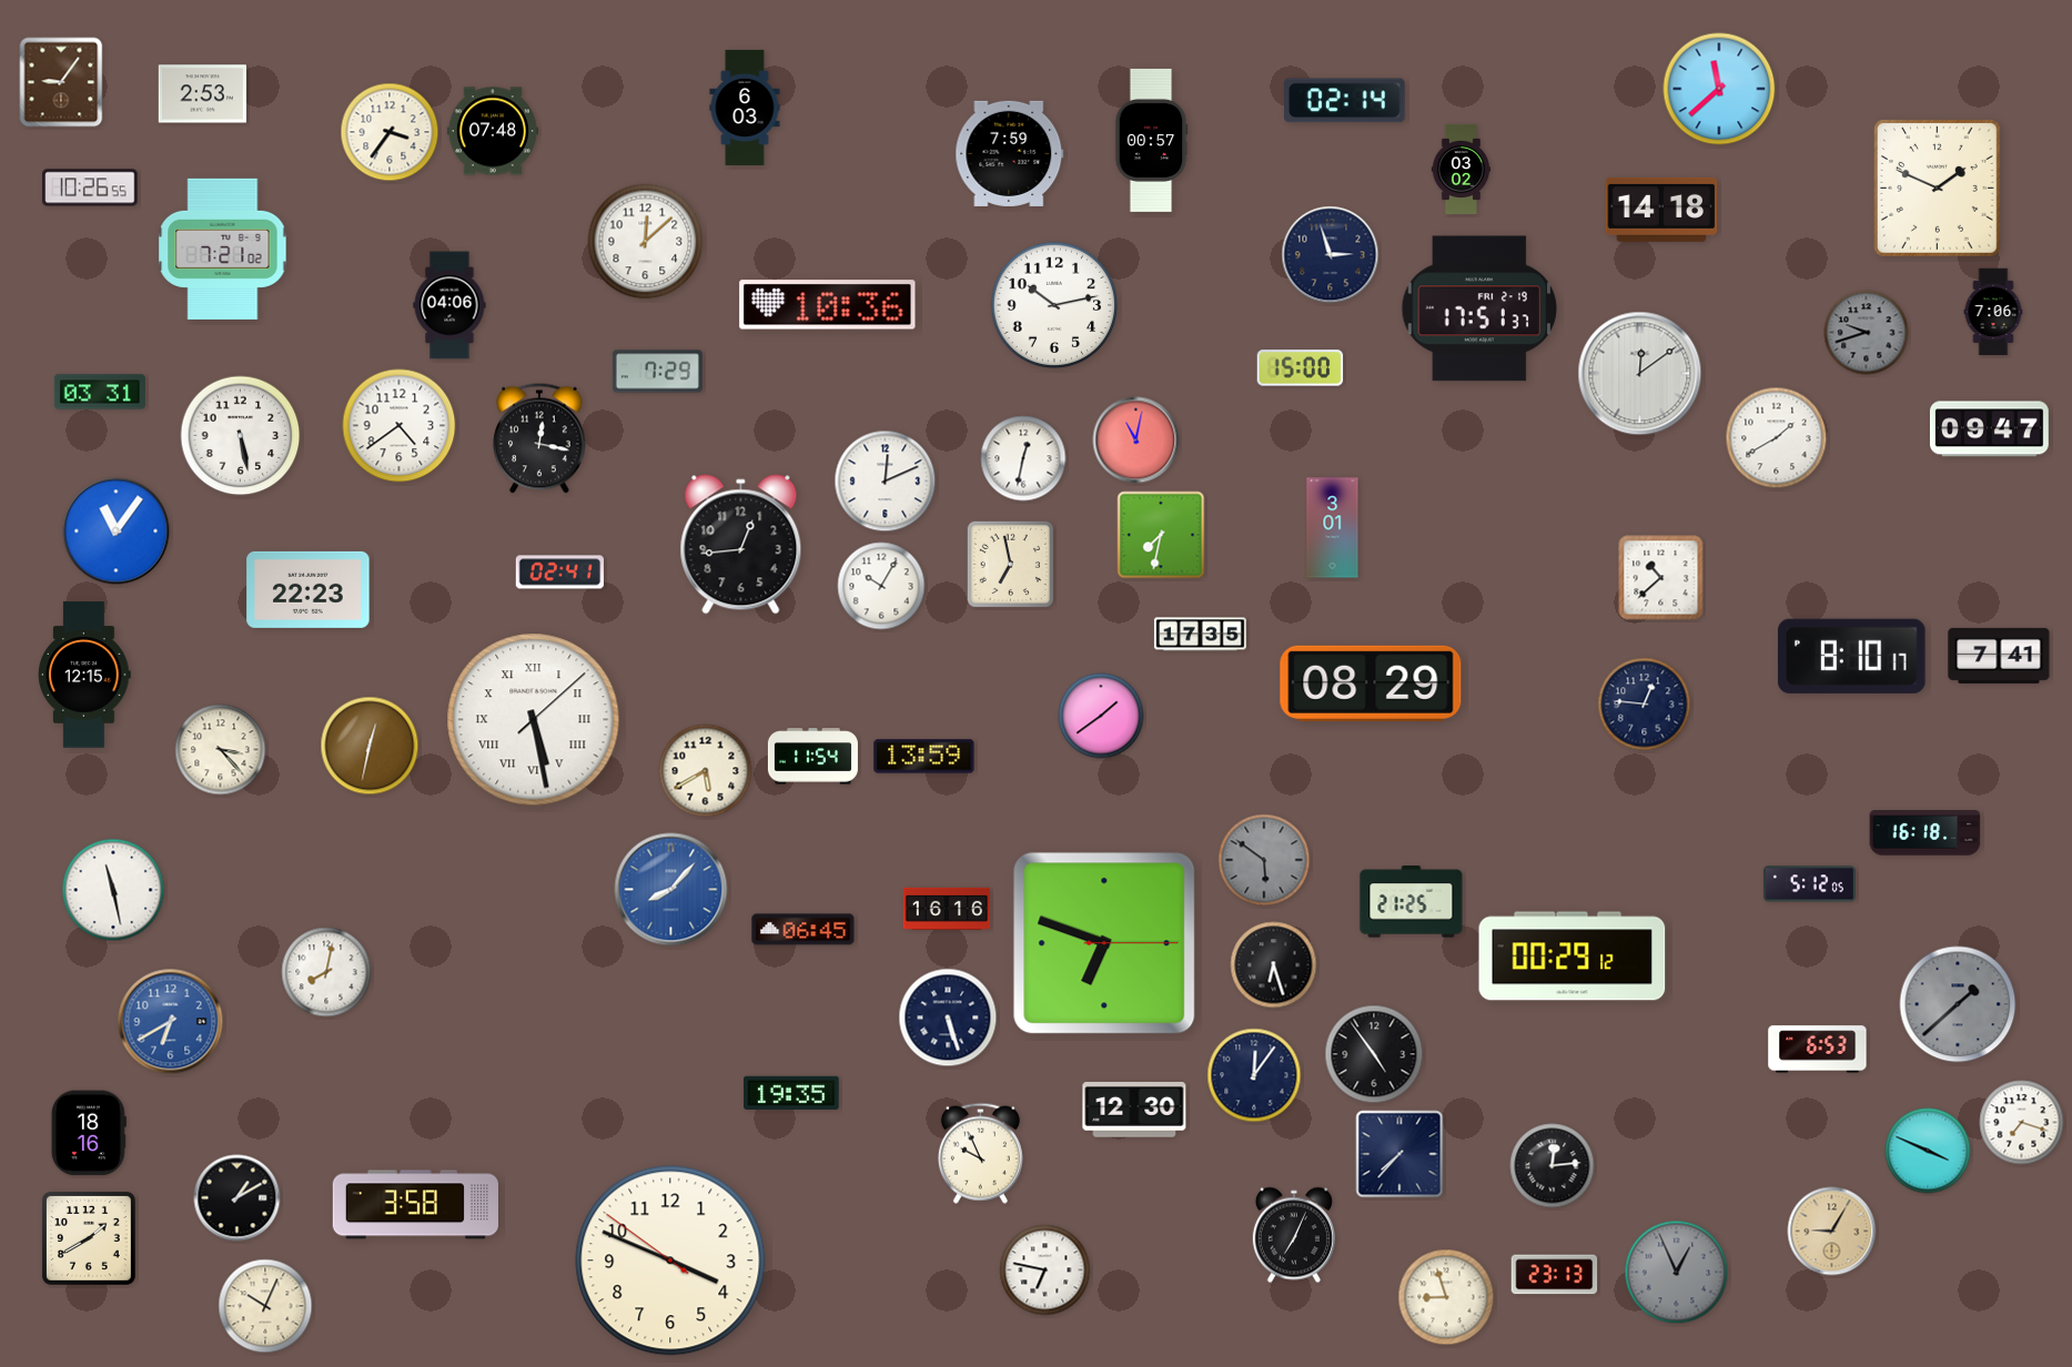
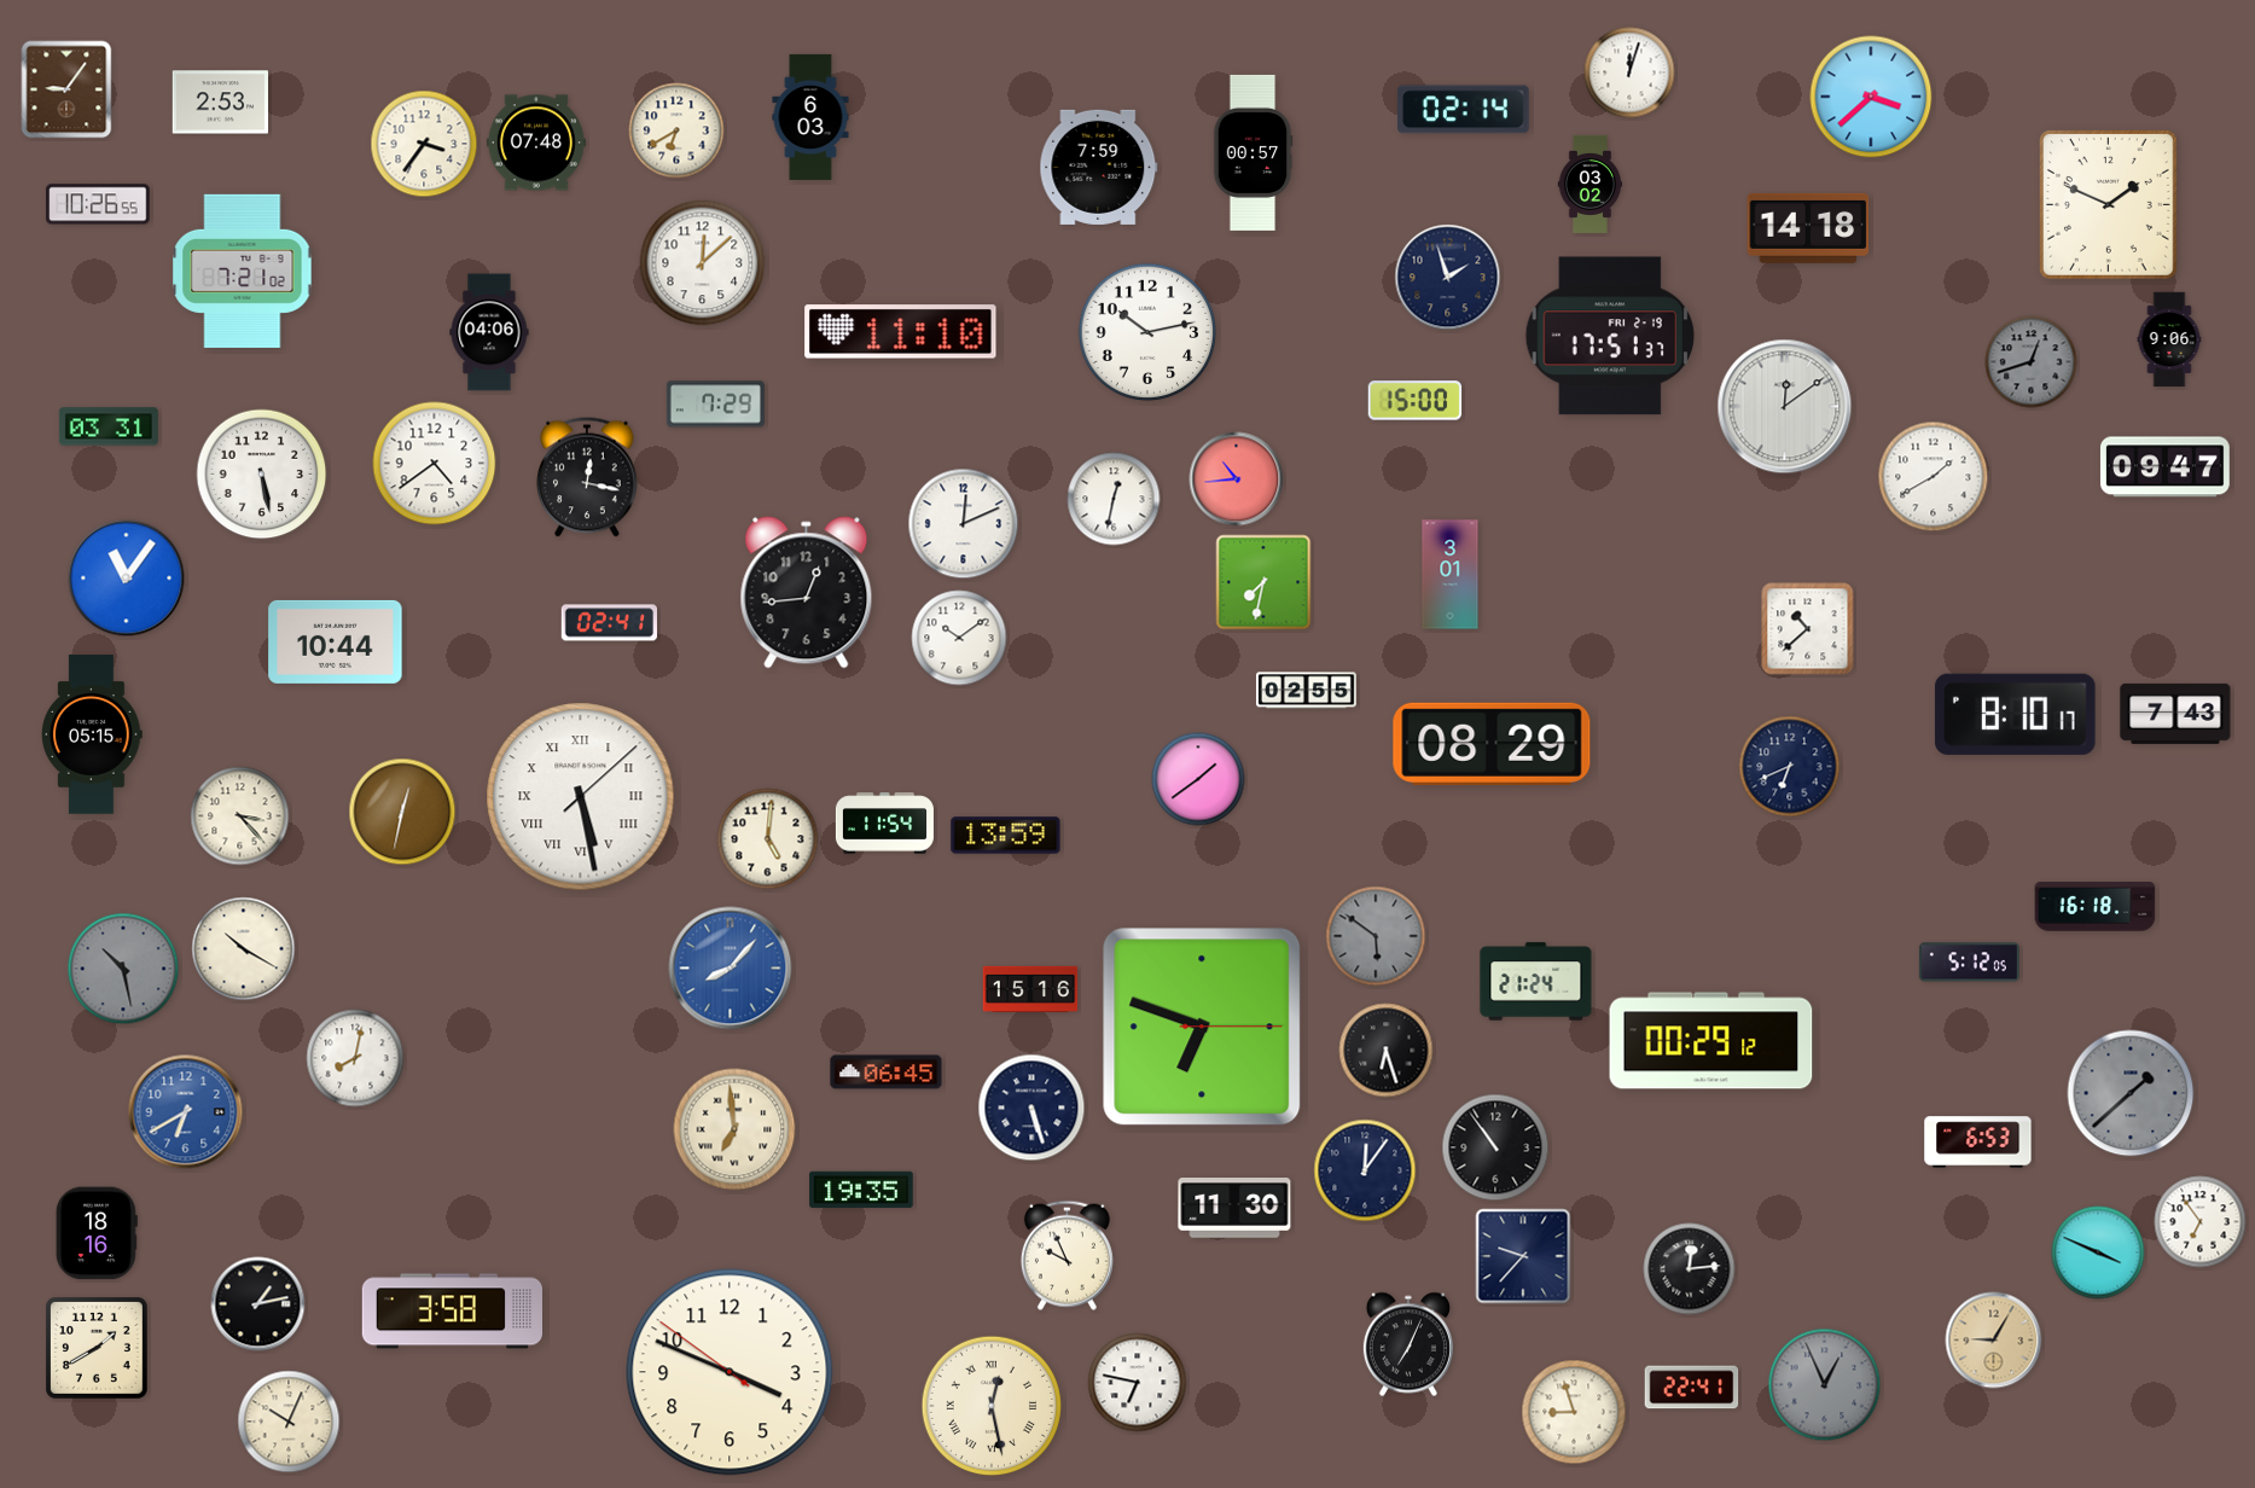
clock at (1629, 72): none -> 12:03
clock at (1719, 89): 11:38 -> 3:38
clock at (676, 130): none -> 6:40
clock at (1331, 255): 2:57 -> 1:57
clock at (828, 305): 10:36 -> 11:10
clock at (1993, 312): 7:06 -> 9:06
clock at (1867, 333): 9:42 -> 12:42
clock at (1136, 441): 11:02 -> 10:44
clock at (1010, 564): 6:58 -> none
clock at (881, 586): 10:05 -> 10:09
clock at (309, 589): 22:23 -> 10:44
clock at (1200, 635): 17:35 -> 02:55
clock at (1999, 656): 7:41 -> 7:43
clock at (84, 675): 12:15 -> 05:15
clock at (1645, 705): 12:46 -> 6:41
clock at (534, 720) position: (534, 720) -> (581, 797)
clock at (924, 757) position: (924, 757) -> (1006, 836)
clock at (706, 771): 5:40 -> 5:01
clock at (244, 949): none -> 10:20
clock at (113, 890): 11:28 -> 10:28
clock at (113, 890) dial: white -> grey
clock at (1412, 902): 21:25 -> 21:24
clock at (947, 909): 16:16 -> 15:16
clock at (803, 930) position: (803, 930) -> (887, 1073)
clock at (734, 1129): none -> 6:59
clock at (1374, 1054): 4:54 -> 10:54
clock at (1134, 1110): 12:30 -> 11:30
clock at (2022, 1123): 7:18 -> 6:54
clock at (1399, 1154): 7:37 -> 9:37
clock at (237, 1198): 1:10 -> 1:13
clock at (1555, 1275): 23:13 -> 22:41
clock at (992, 1406): none -> 12:28
